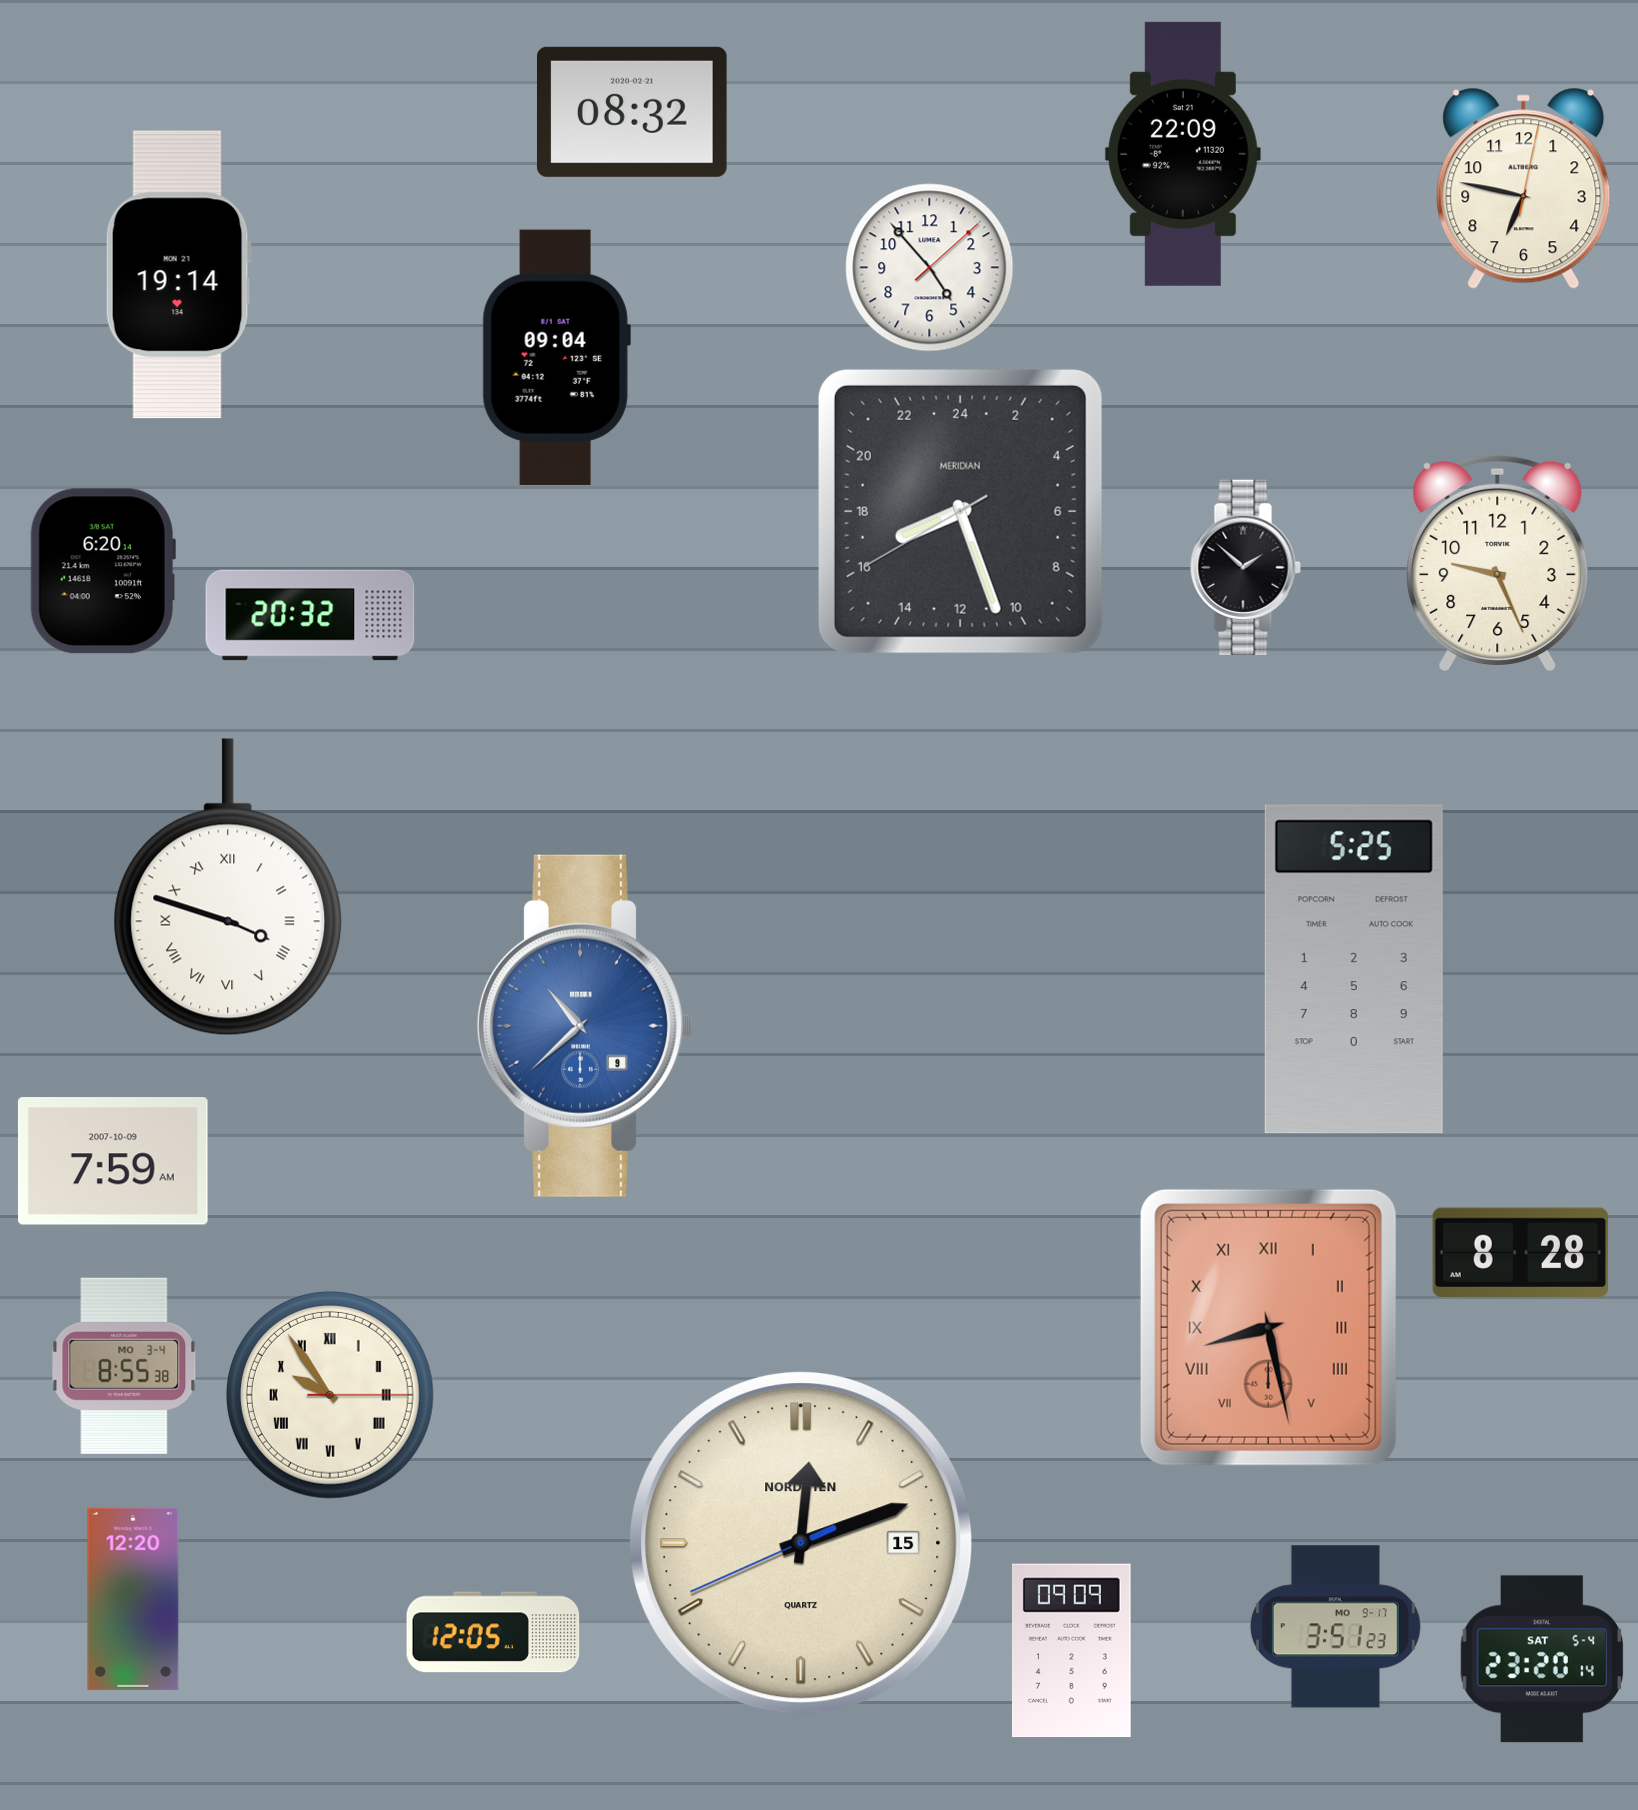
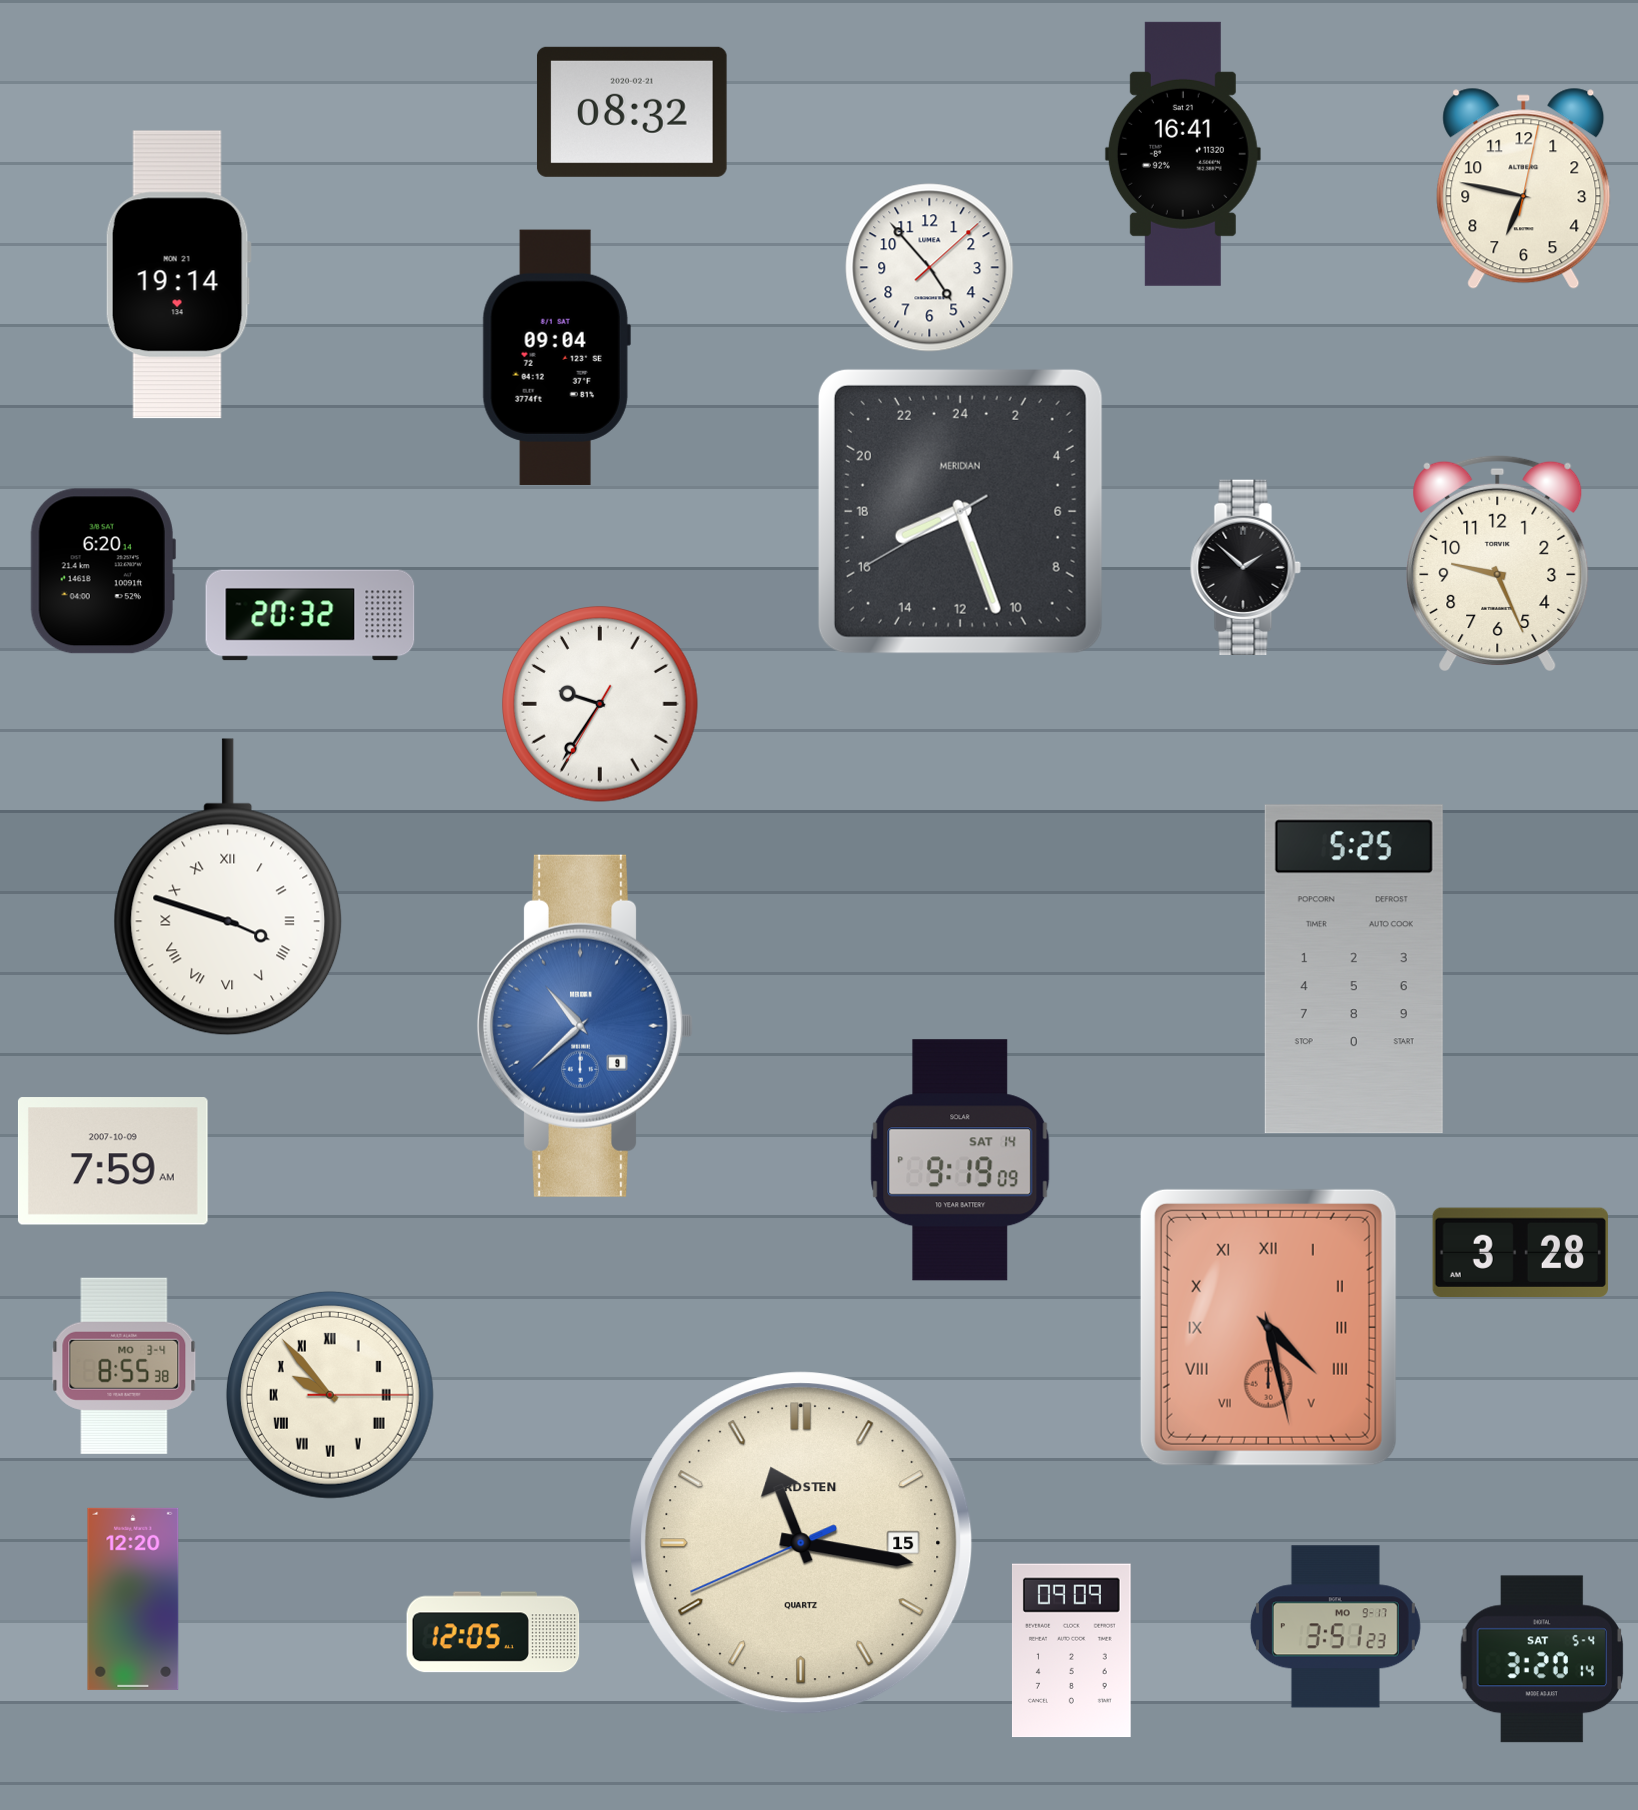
clock at (1183, 154): 22:09 -> 16:41
clock at (600, 704): none -> 9:35
clock at (960, 1160): none -> 9:19
clock at (1520, 1253): 8:28 -> 3:28
clock at (1268, 1327): 8:28 -> 4:28
clock at (330, 1395): 9:54 -> 9:53
clock at (801, 1543): 12:11 -> 11:16
clock at (1541, 1659): 23:20 -> 3:20
